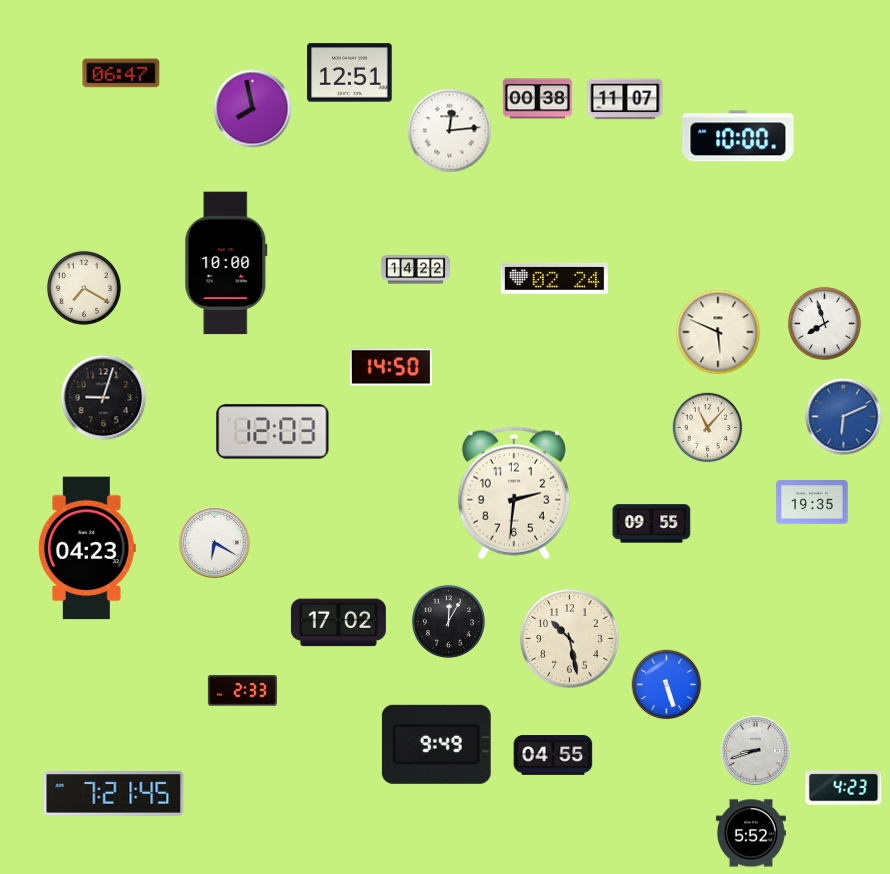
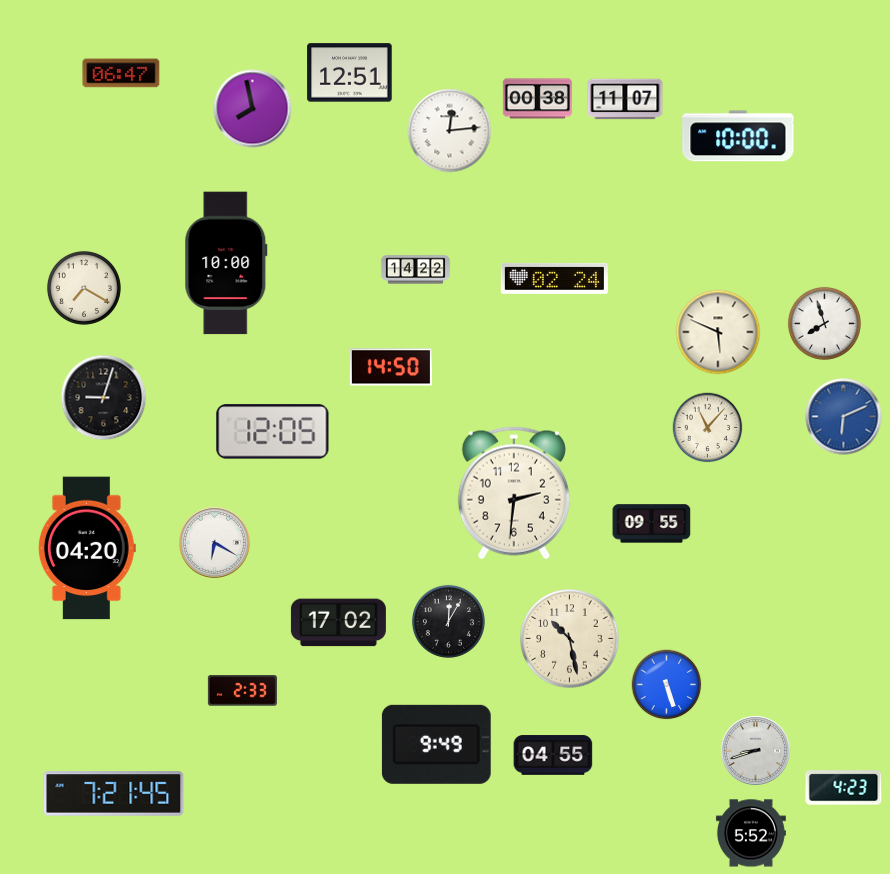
clock at (273, 432): 12:03 -> 12:05
clock at (812, 502): 19:35 -> none
clock at (87, 548): 04:23 -> 04:20
